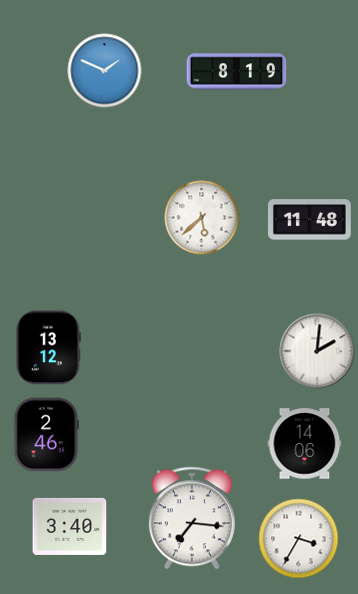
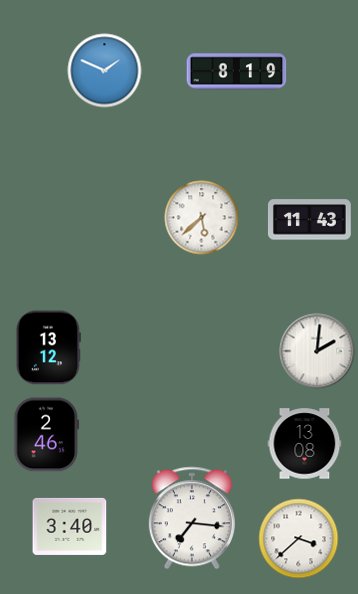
clock at (309, 220): 11:48 -> 11:43
clock at (305, 444): 14:06 -> 13:08
clock at (299, 539): 3:35 -> 3:38
